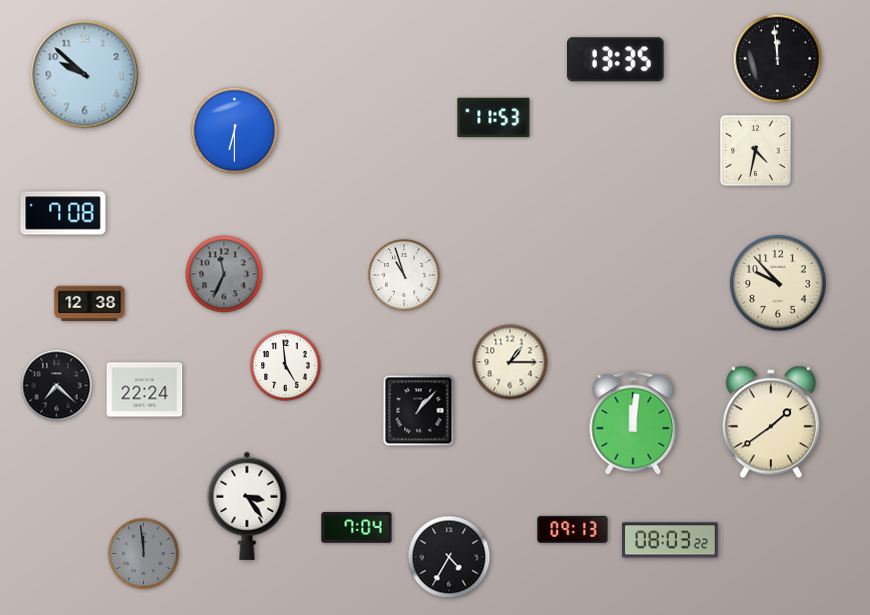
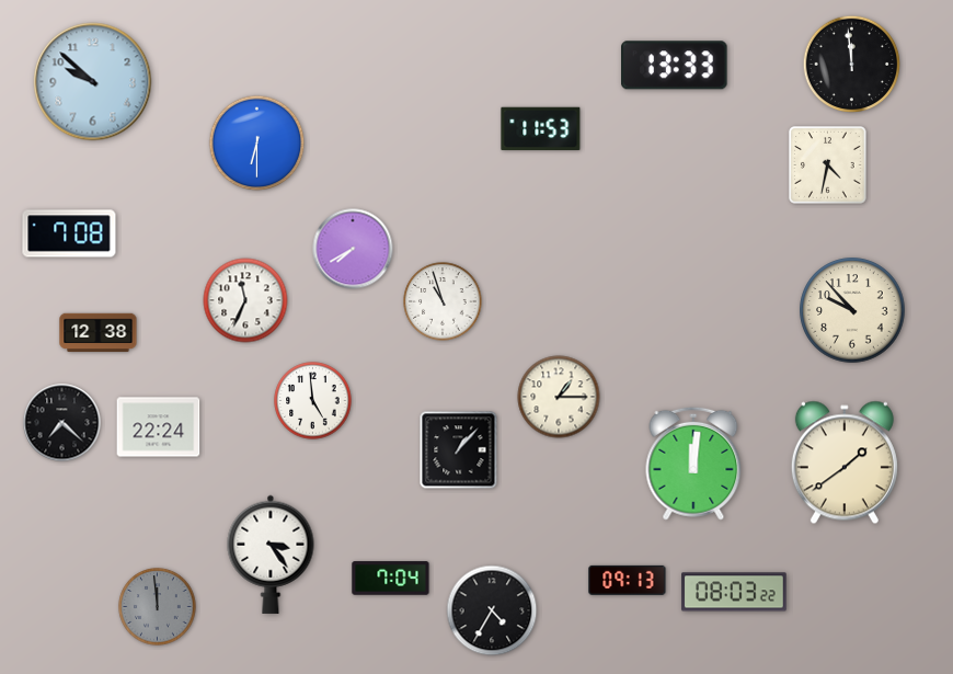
clock at (616, 60): 13:35 -> 13:33
clock at (353, 249): none -> 7:40
clock at (224, 274) dial: grey -> white
